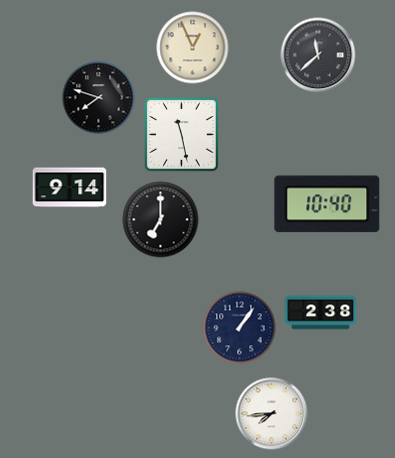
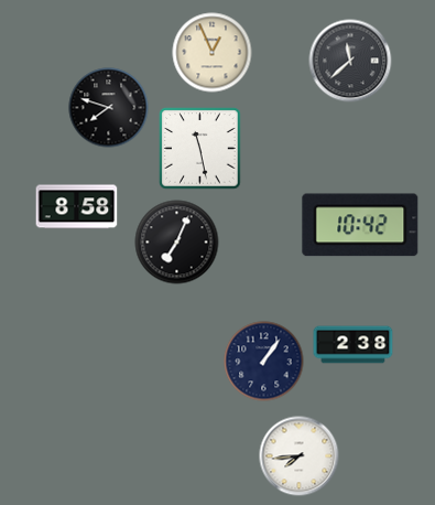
clock at (70, 188): 9:14 -> 8:58
clock at (327, 204): 10:40 -> 10:42
clock at (161, 220): 7:00 -> 7:04
